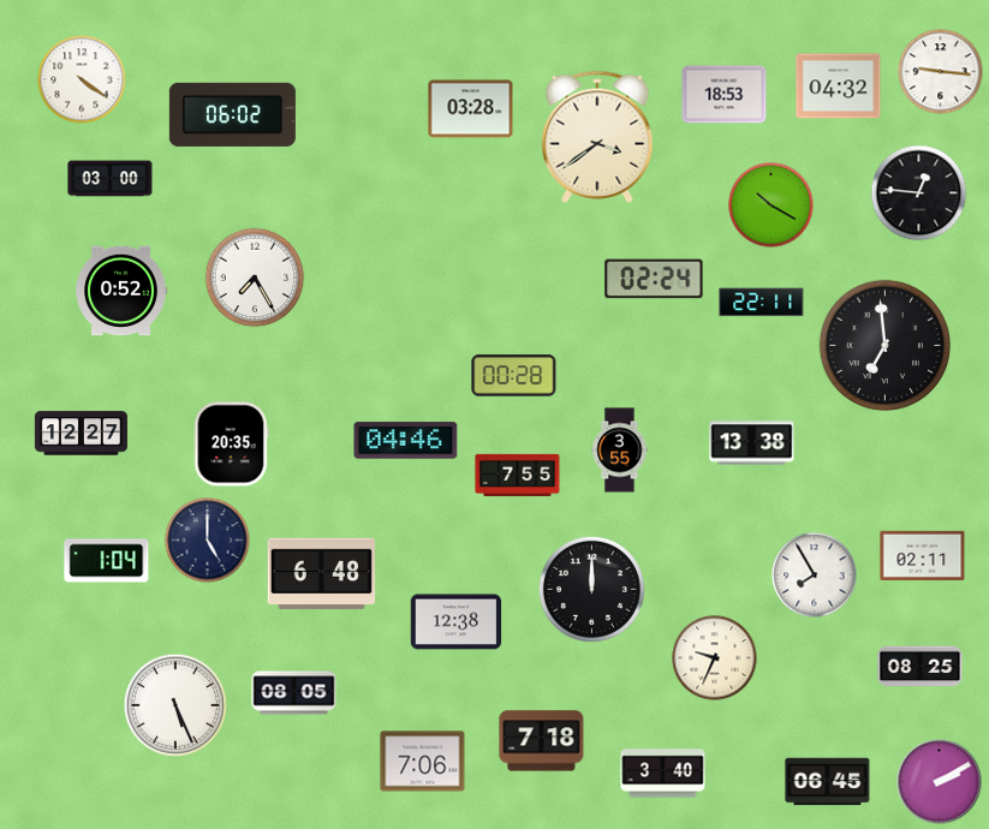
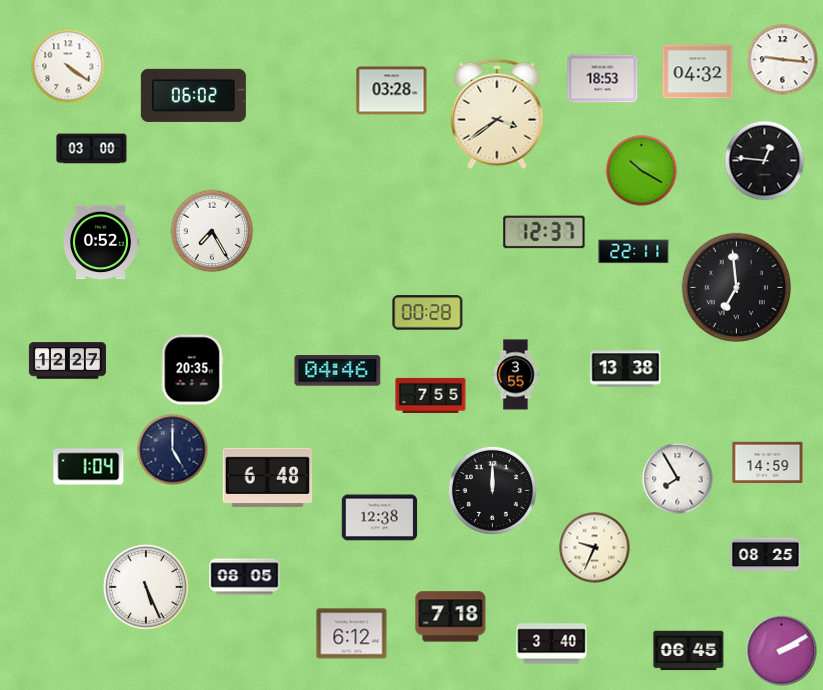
clock at (654, 279): 02:24 -> 12:37
clock at (406, 441) position: (406, 441) -> (338, 371)
clock at (923, 555): 02:11 -> 14:59
clock at (423, 762): 7:06 -> 6:12
